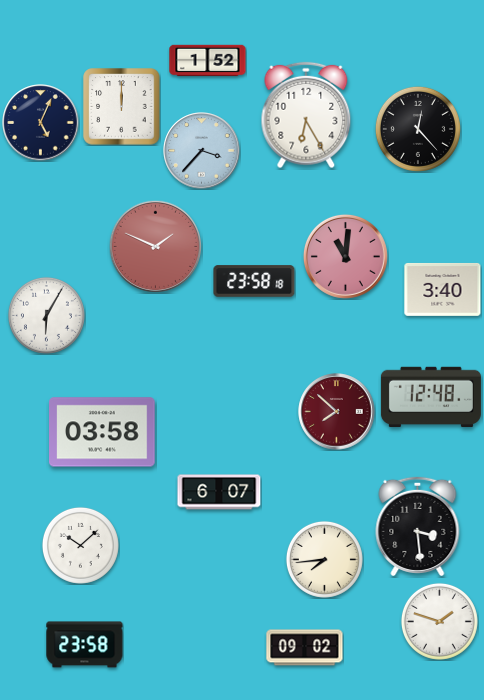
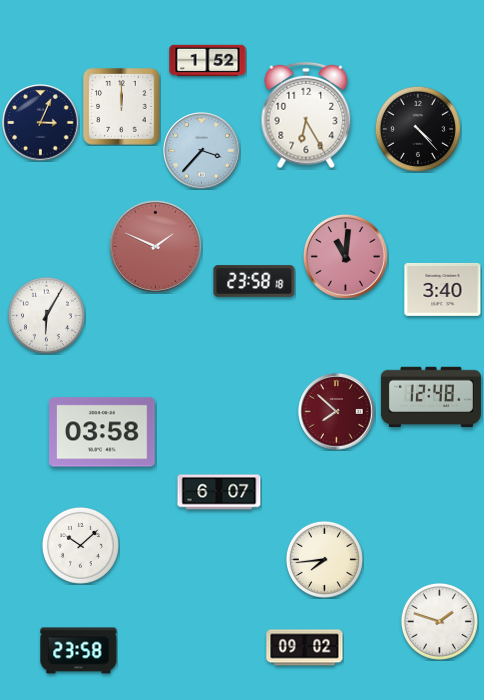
clock at (41, 123): 5:04 -> 3:04
clock at (418, 129): 12:23 -> 4:23
clock at (418, 526): 3:29 -> none
clock at (85, 645) position: (85, 645) -> (79, 651)
